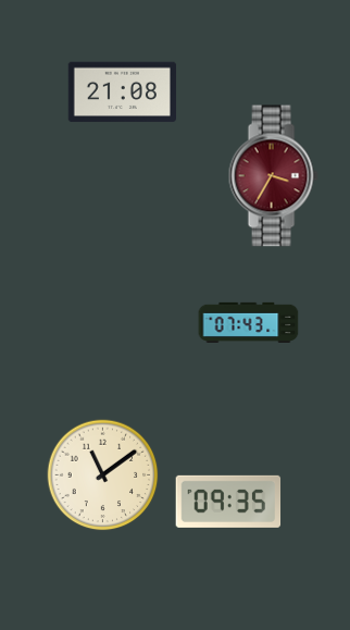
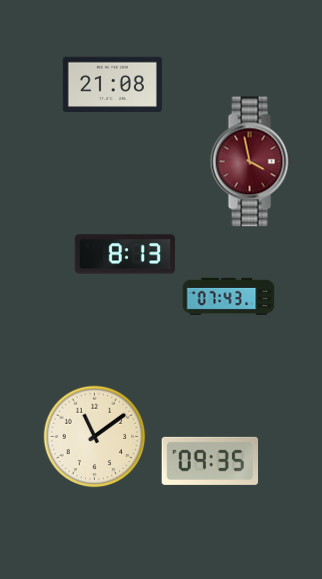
clock at (273, 176): 3:35 -> 3:58
clock at (125, 254): none -> 8:13
